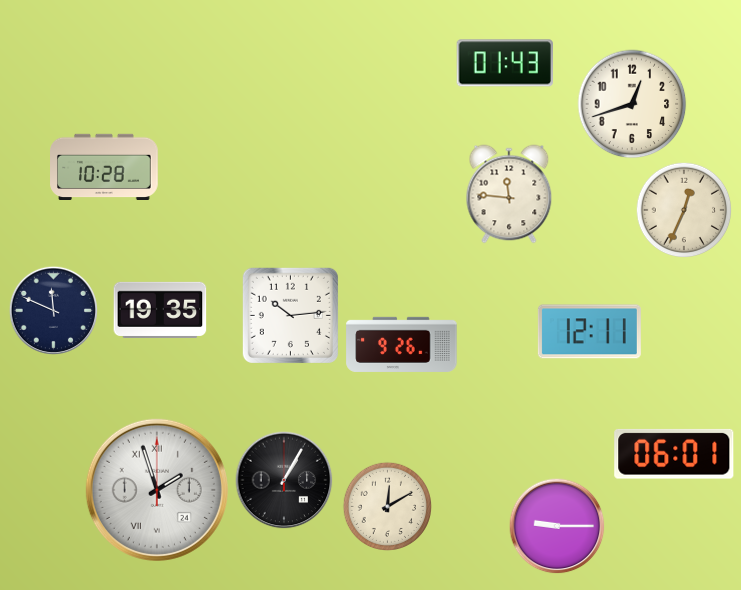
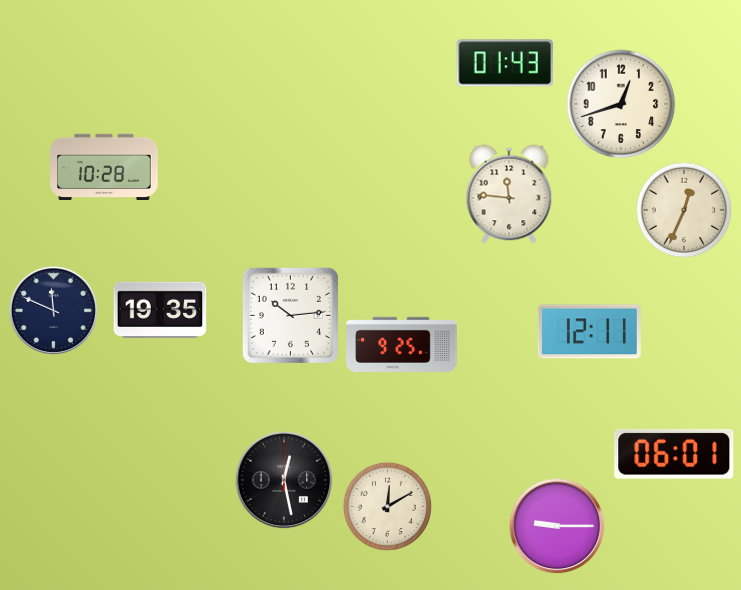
clock at (632, 104) position: (632, 104) -> (621, 104)
clock at (402, 344): 9:26 -> 9:25
clock at (284, 480): 1:05 -> 12:28
clock at (157, 490): 1:57 -> none
